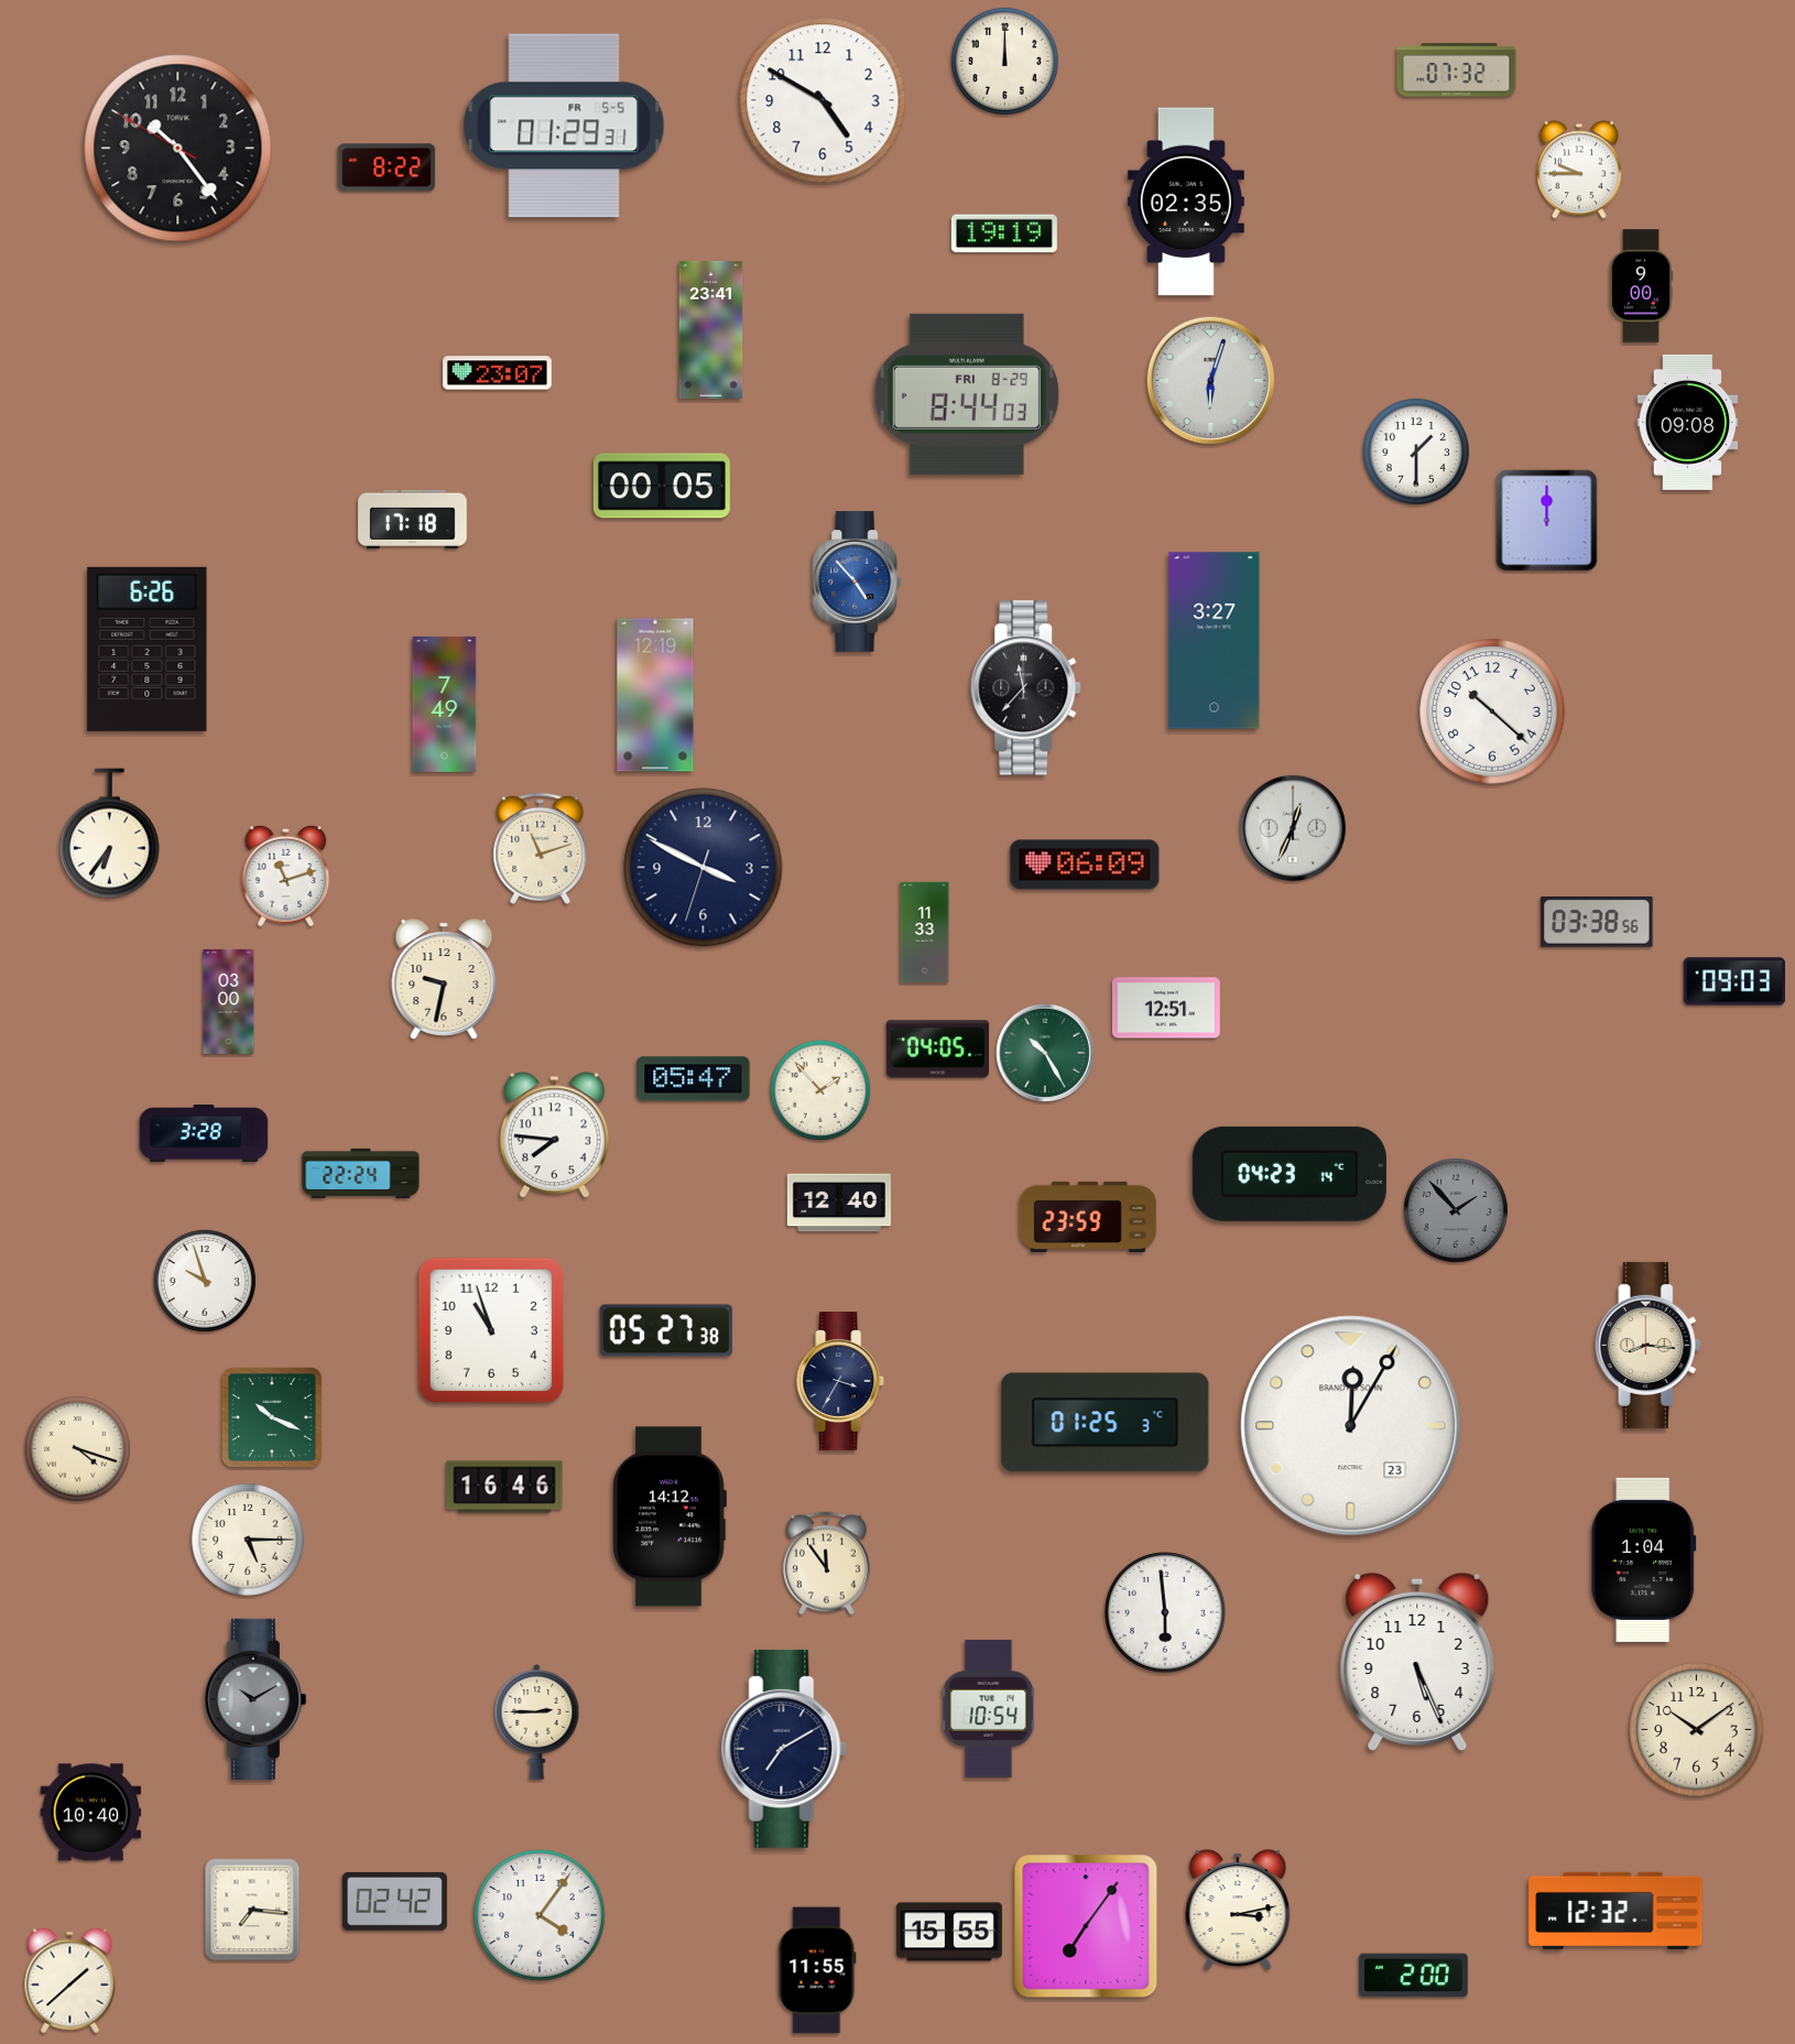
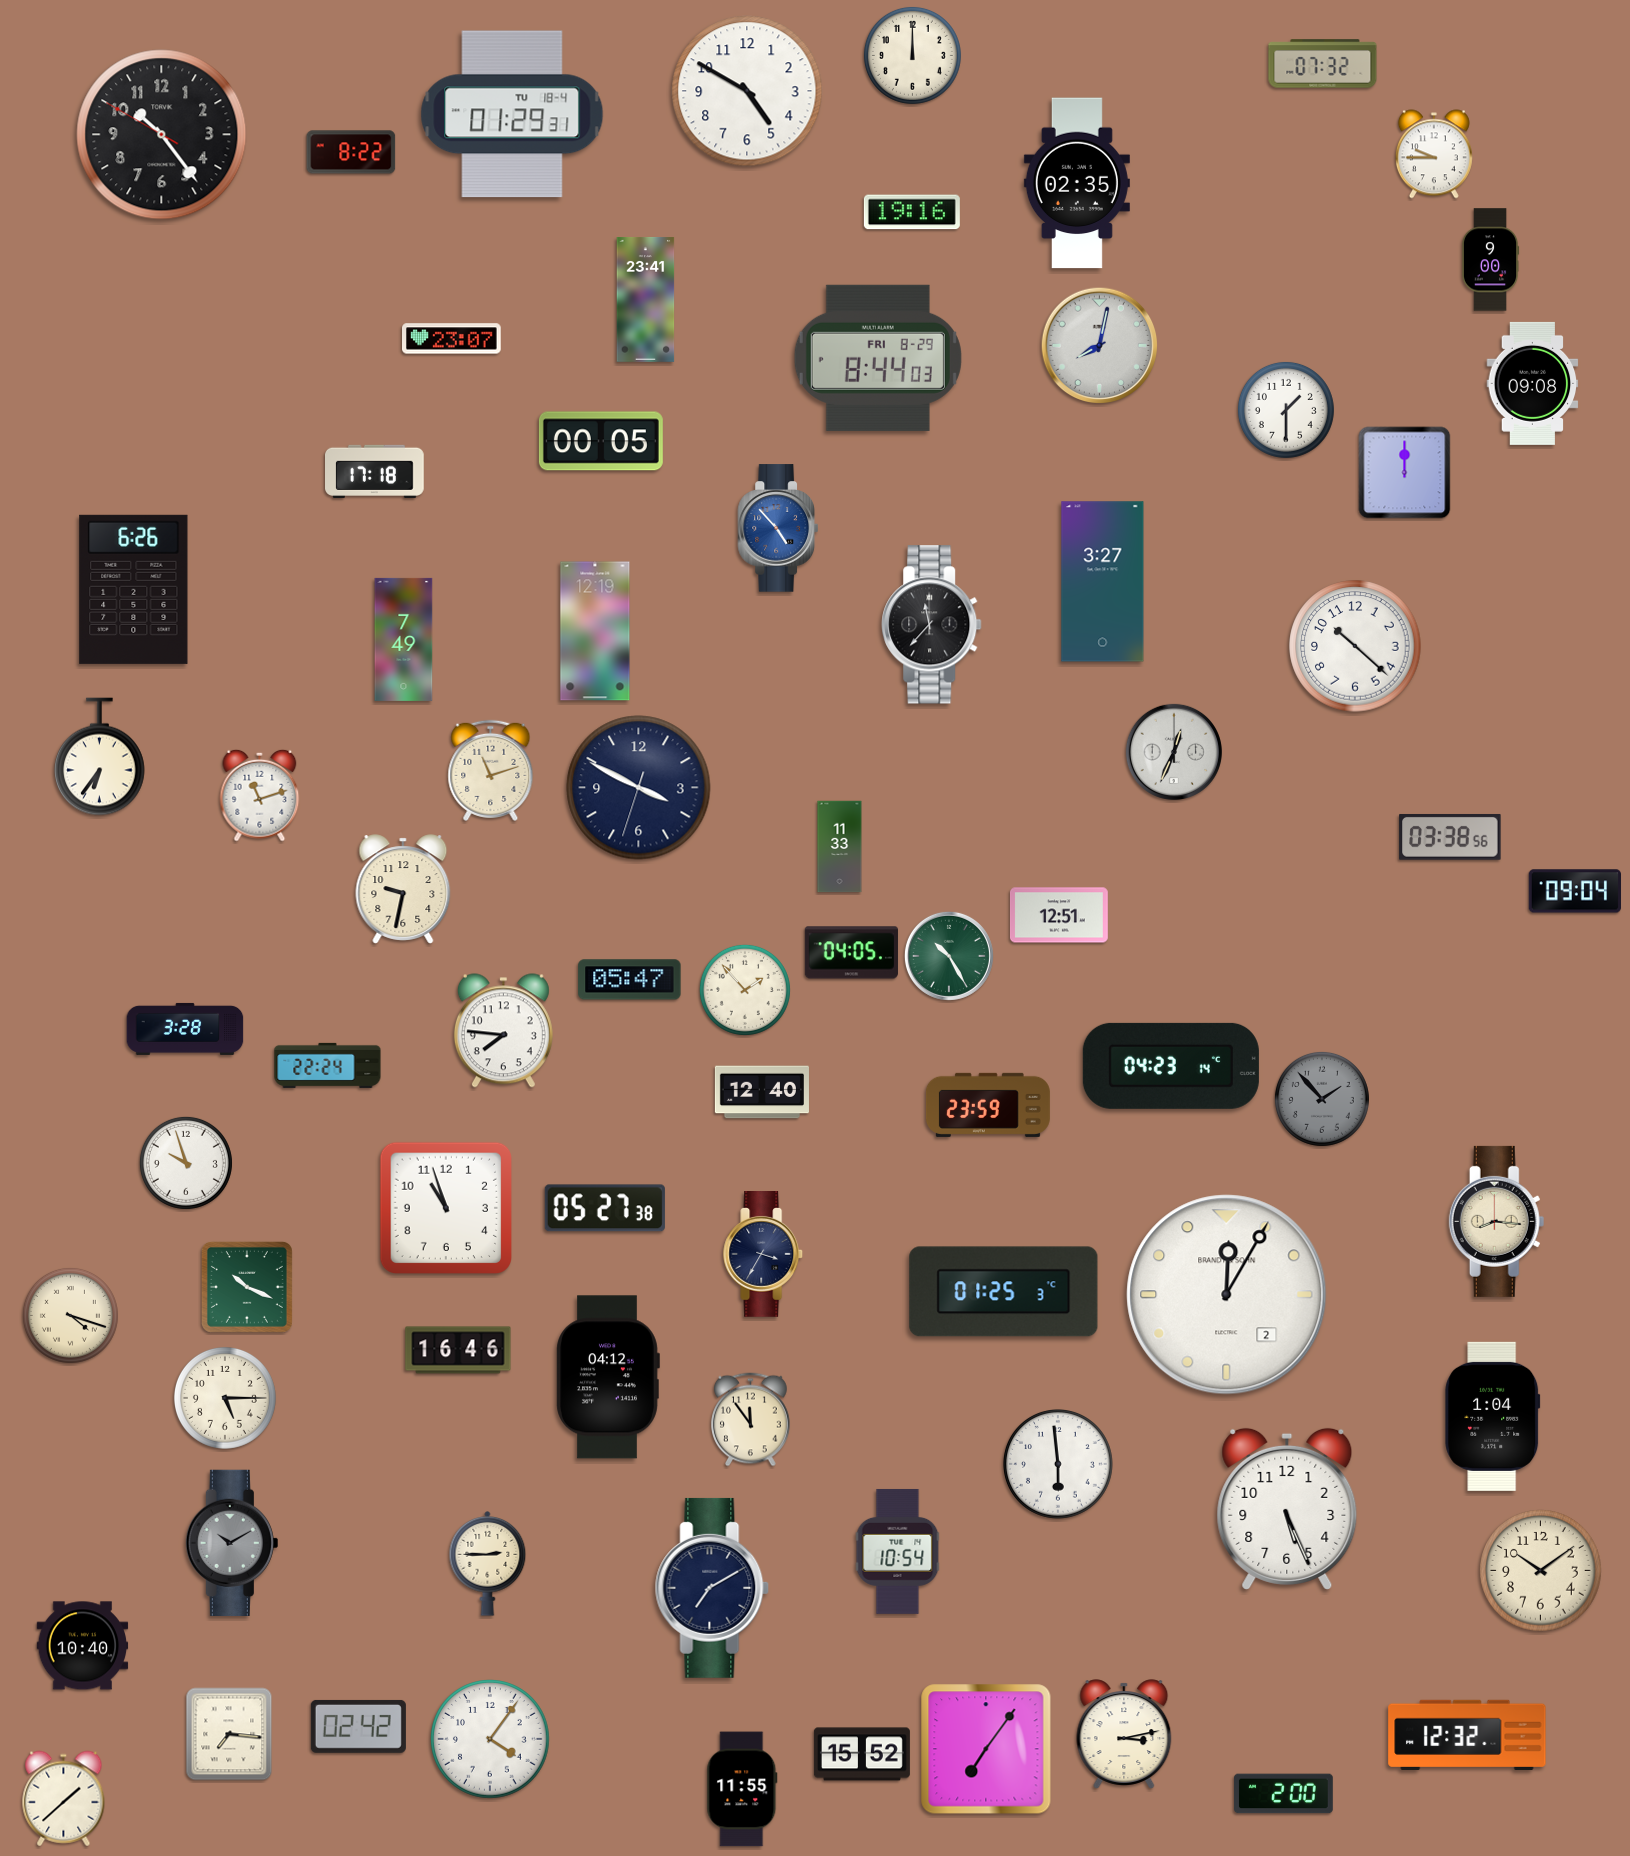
clock at (564, 126) date: FR 5-5 -> TU 18-4
clock at (1004, 233): 19:19 -> 19:16
clock at (1211, 381): 6:03 -> 8:02
clock at (1085, 865): 06:09 -> none
clock at (1733, 981): 09:03 -> 09:04
clock at (229, 1001): 03:00 -> none
clock at (1351, 1426) date: 23 -> 2
clock at (670, 1516): 14:12 -> 04:12
clock at (949, 1932): 15:55 -> 15:52
